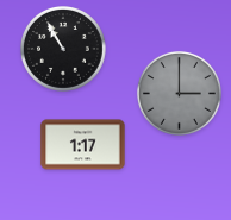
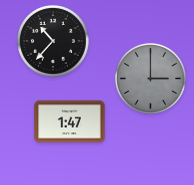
clock at (64, 50): 10:55 -> 10:37
clock at (83, 145): 1:17 -> 1:47
